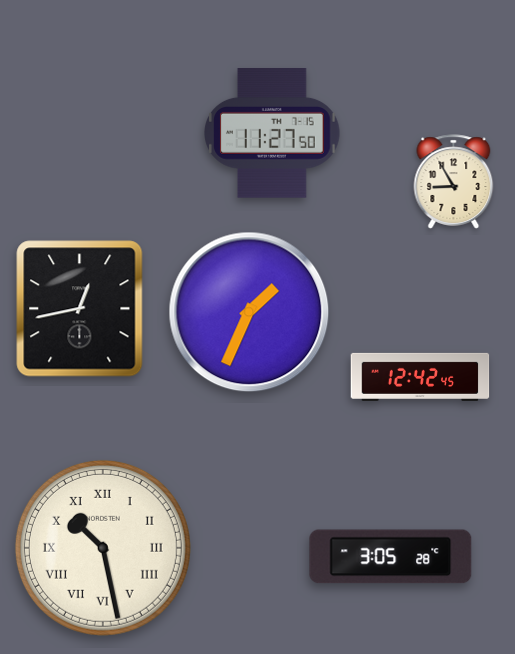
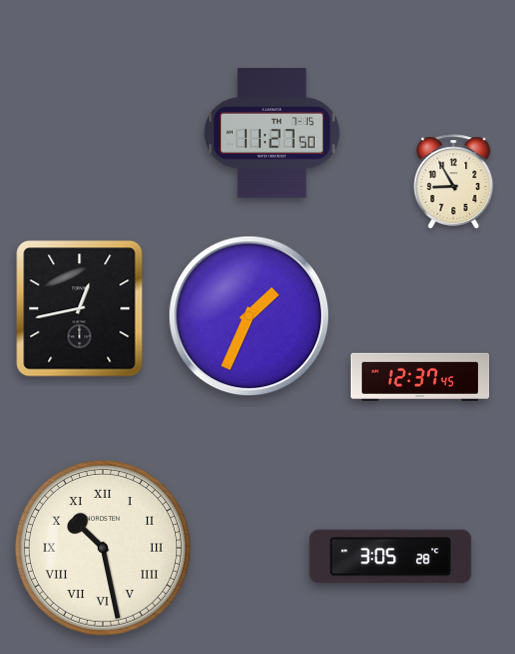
clock at (249, 312) position: (249, 312) -> (249, 316)
clock at (420, 377): 12:42 -> 12:37
